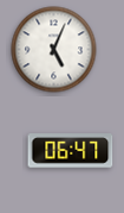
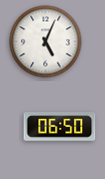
clock at (71, 151): 06:47 -> 06:50
